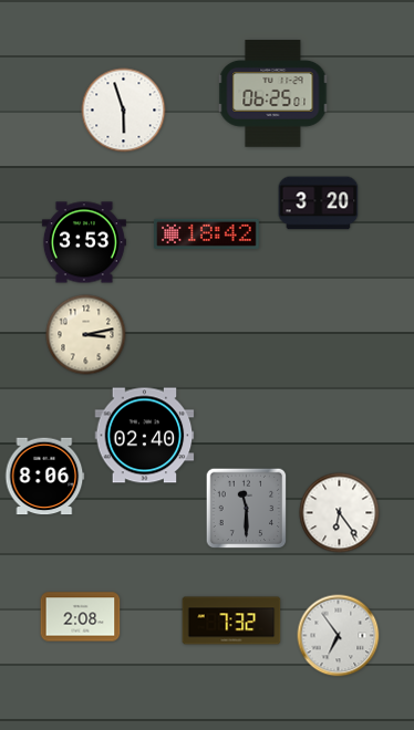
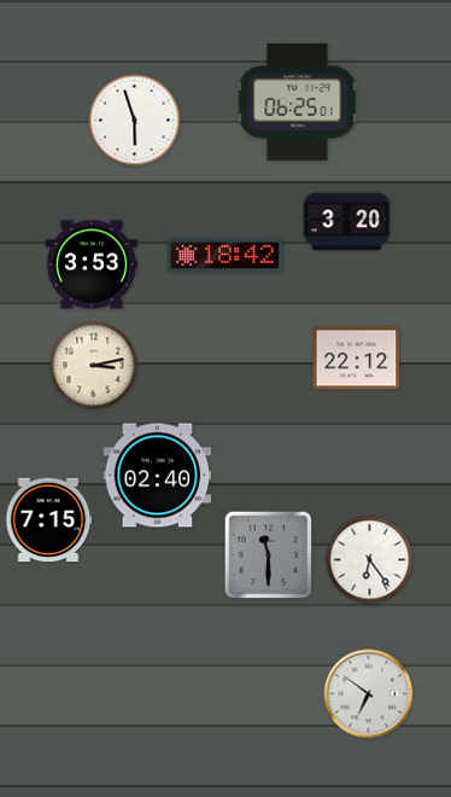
clock at (357, 359): none -> 22:12
clock at (45, 477): 8:06 -> 7:15
clock at (81, 617): 2:08 -> none
clock at (231, 620): 7:32 -> none
clock at (339, 636): 6:54 -> 6:51
